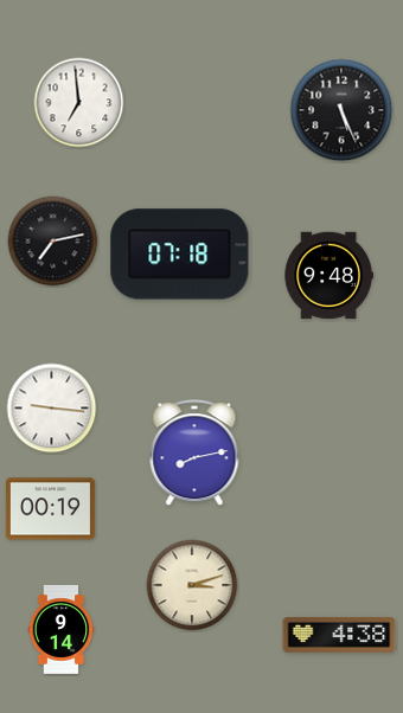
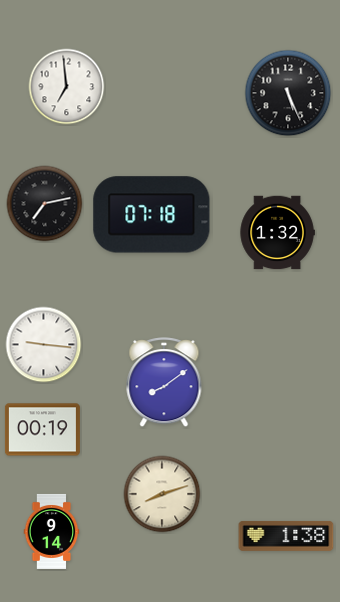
clock at (328, 276): 9:48 -> 1:32
clock at (194, 454): 8:13 -> 8:09
clock at (192, 585): 3:12 -> 8:12
clock at (339, 635): 4:38 -> 1:38
